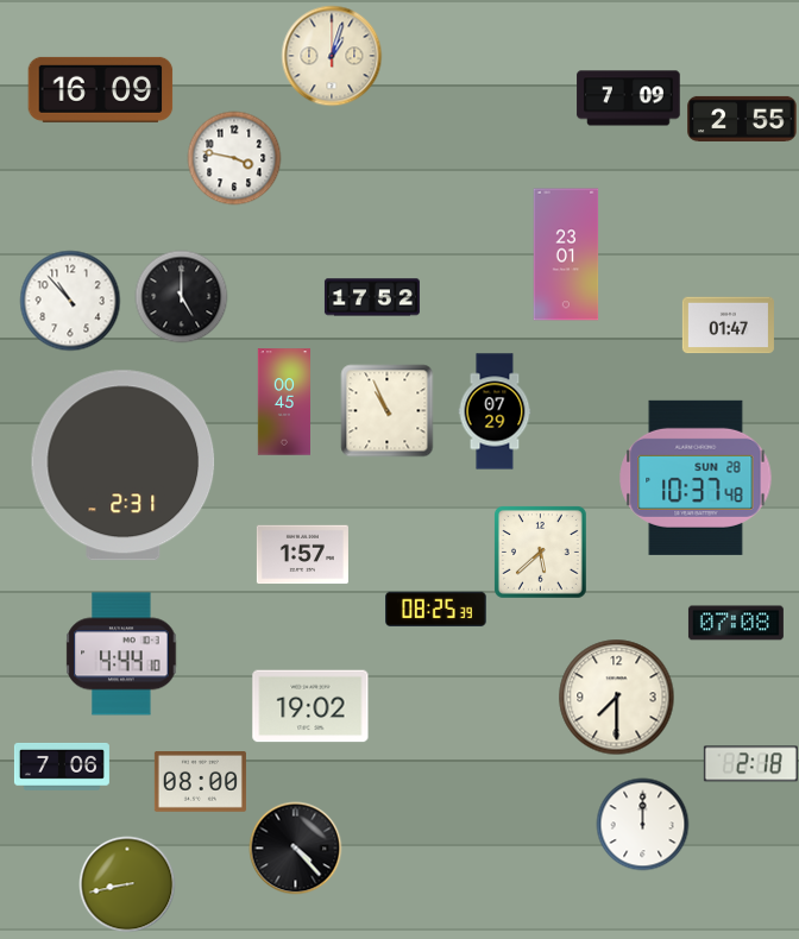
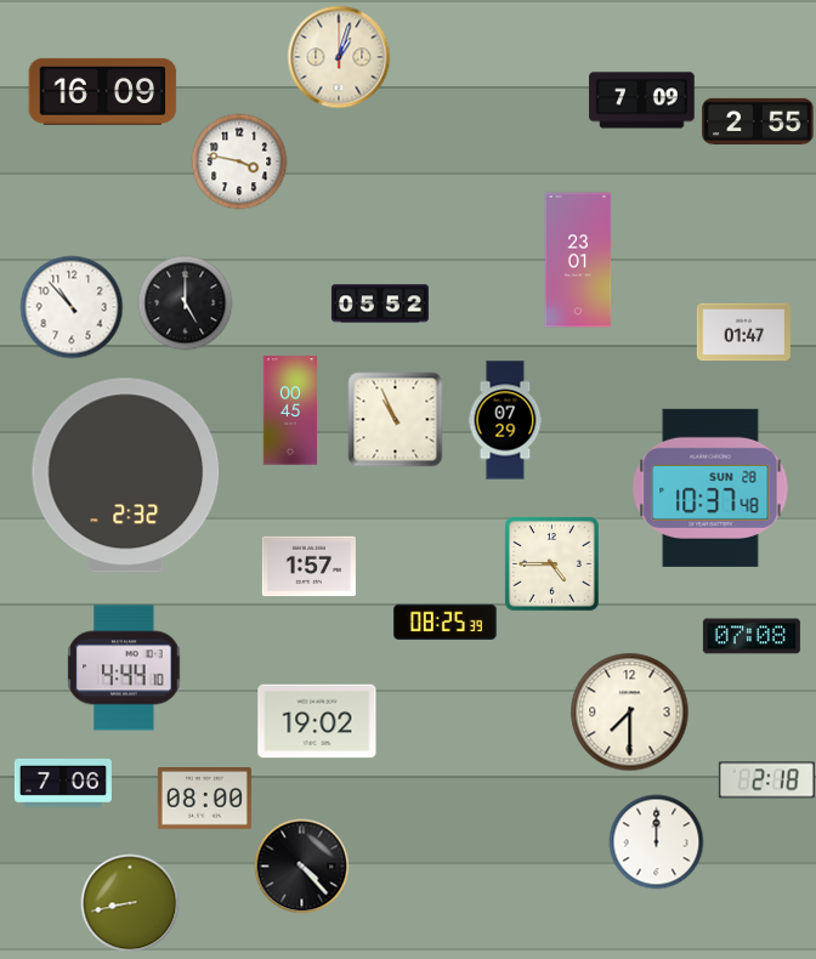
clock at (372, 297): 17:52 -> 05:52
clock at (124, 466): 2:31 -> 2:32
clock at (541, 553): 5:38 -> 4:45
